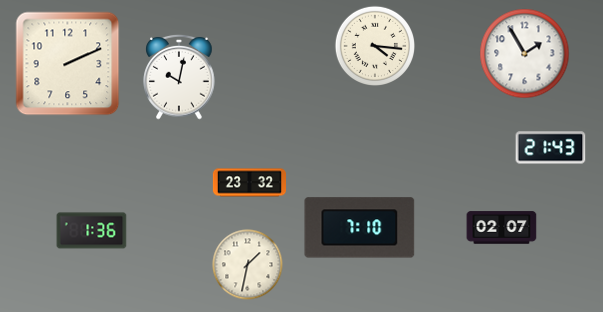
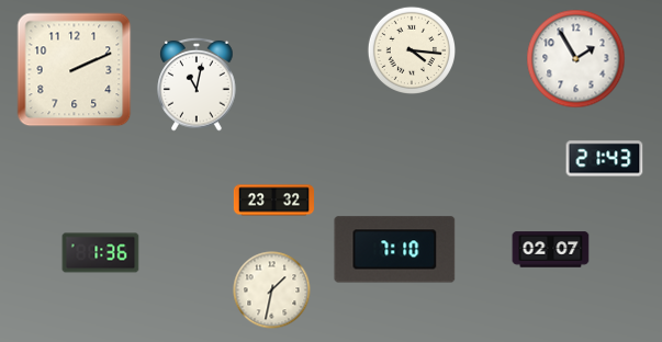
clock at (179, 77): 10:02 -> 11:02
clock at (551, 148) position: (551, 148) -> (605, 159)
